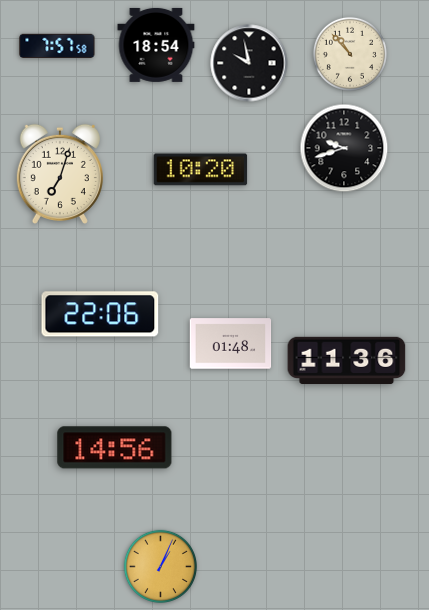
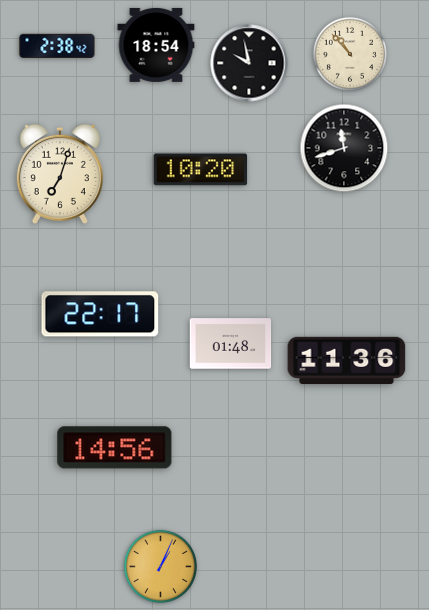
clock at (57, 46): 7:57 -> 2:38
clock at (344, 148): 9:42 -> 11:42
clock at (100, 314): 22:06 -> 22:17
